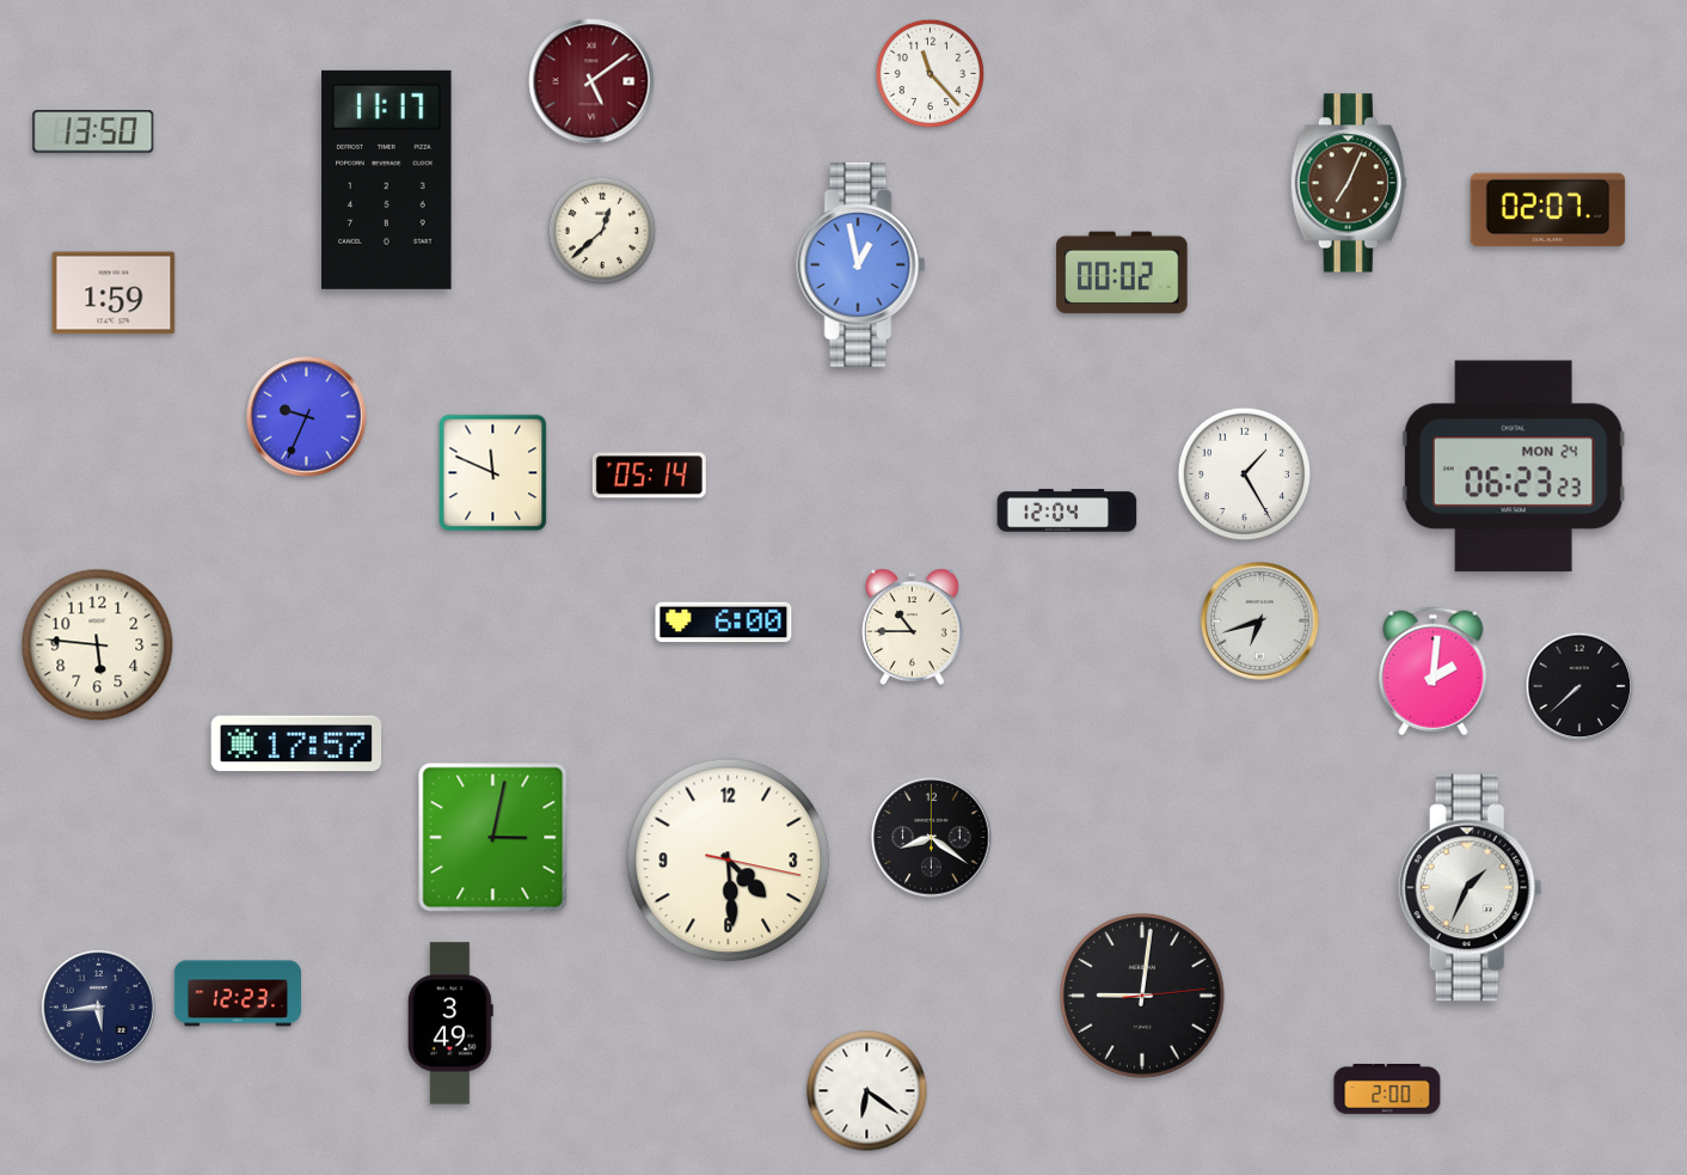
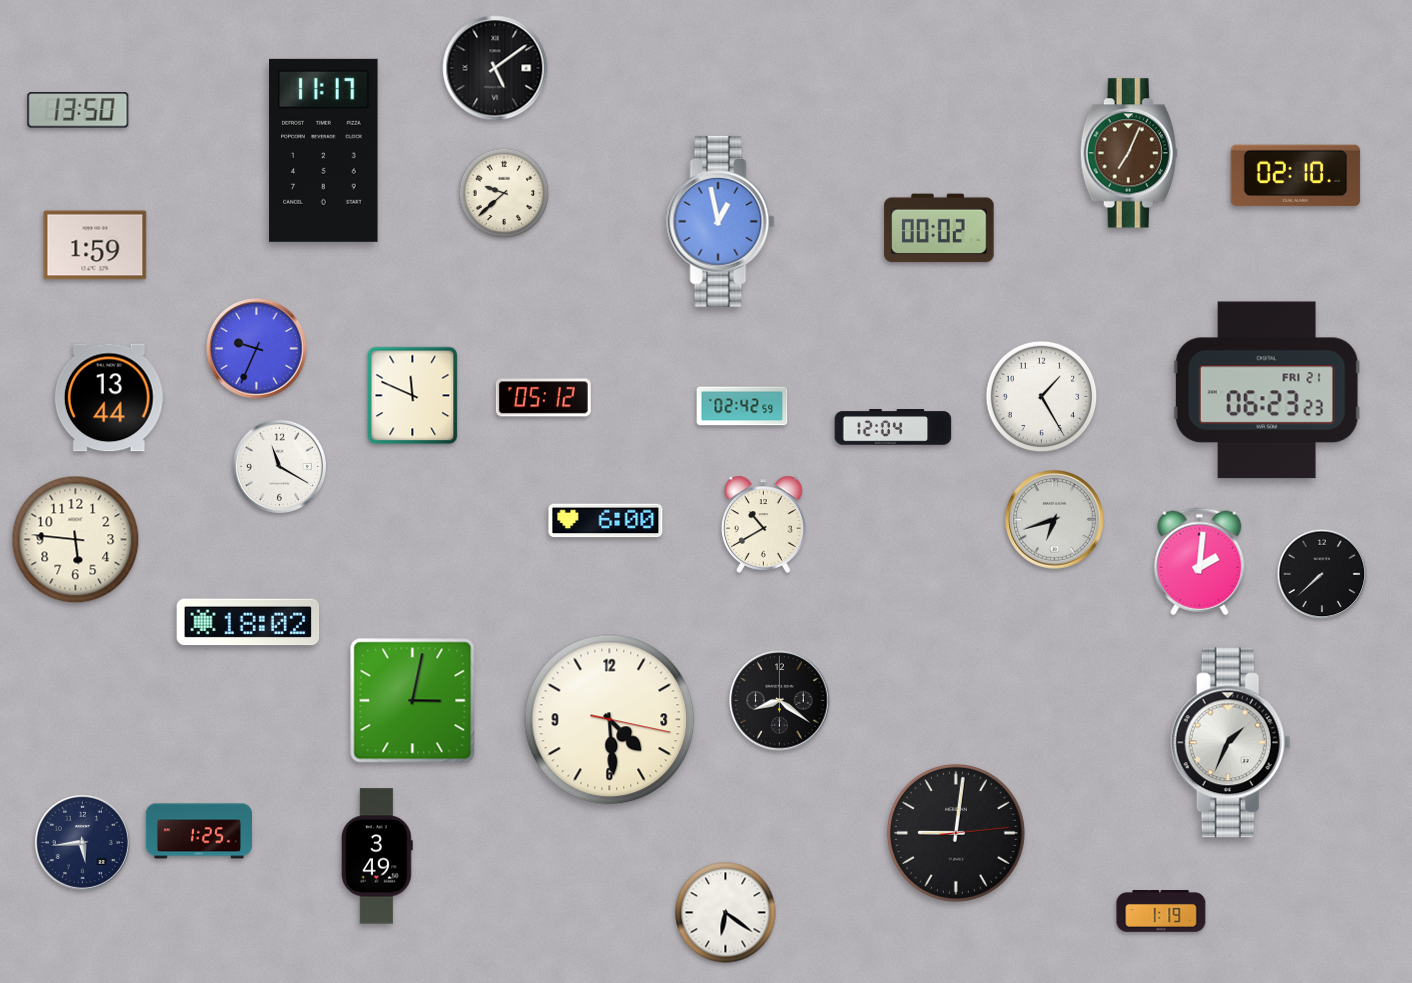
clock at (931, 74): 11:23 -> none
clock at (591, 81) dial: burgundy -> black
clock at (1548, 210): 02:07 -> 02:10
clock at (602, 231): 12:38 -> 9:38
clock at (1514, 466) date: MON 24 -> FRI 21
clock at (109, 398): none -> 13:44
clock at (649, 476): 05:14 -> 05:12
clock at (742, 406): none -> 02:42
clock at (279, 466): none -> 11:20
clock at (913, 626): 10:45 -> 10:40
clock at (98, 645) position: (98, 645) -> (76, 540)
clock at (296, 743): 17:57 -> 18:02
clock at (238, 993): 12:23 -> 1:25
clock at (1387, 1089): 2:00 -> 1:19
